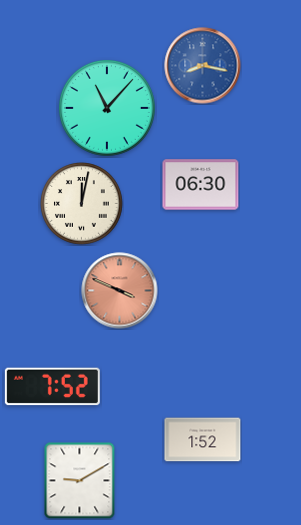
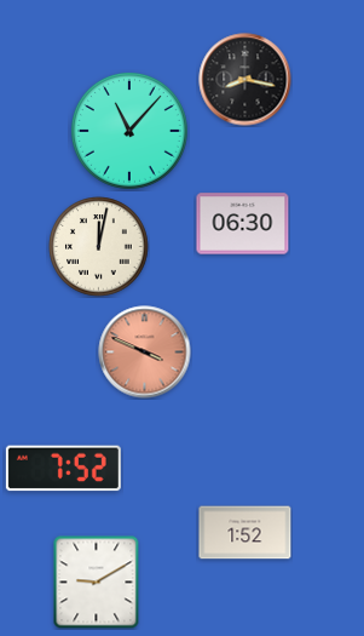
clock at (203, 66) dial: blue -> black
